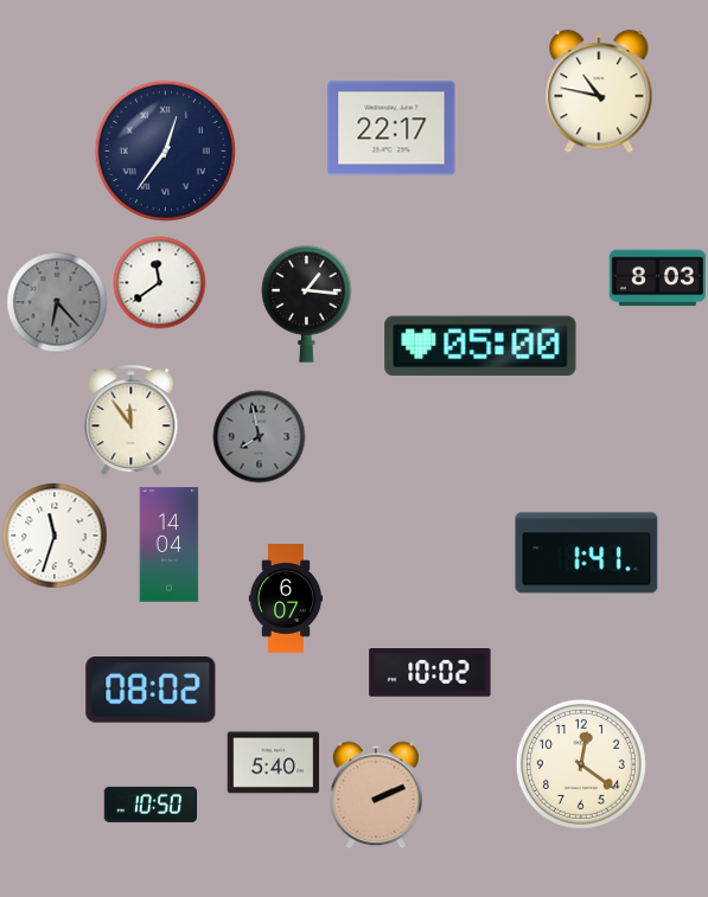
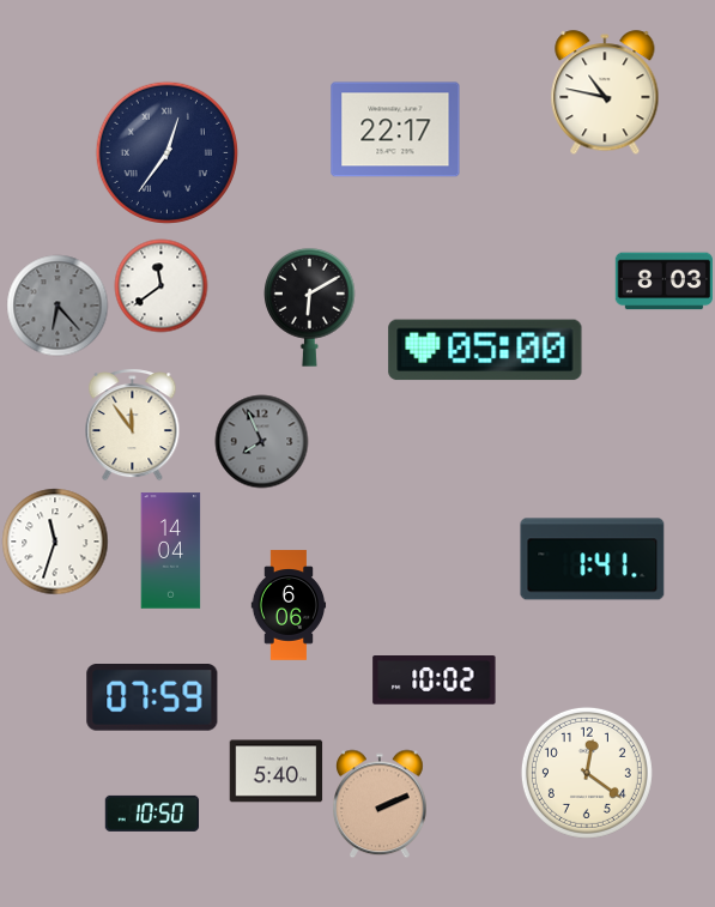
clock at (307, 303): 1:16 -> 6:10
clock at (259, 436): 7:58 -> 7:56
clock at (286, 598): 6:07 -> 6:06
clock at (151, 691): 08:02 -> 07:59
